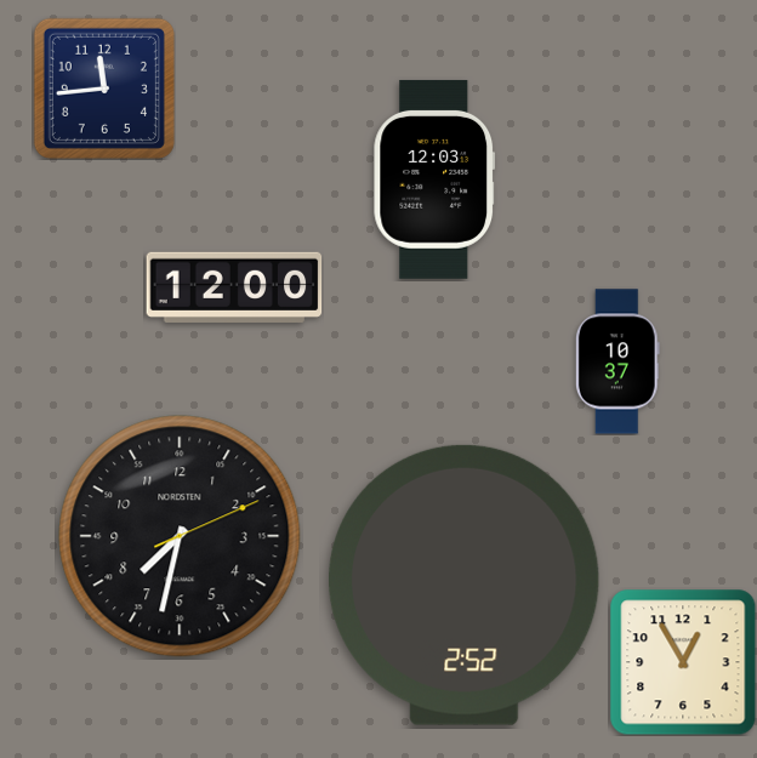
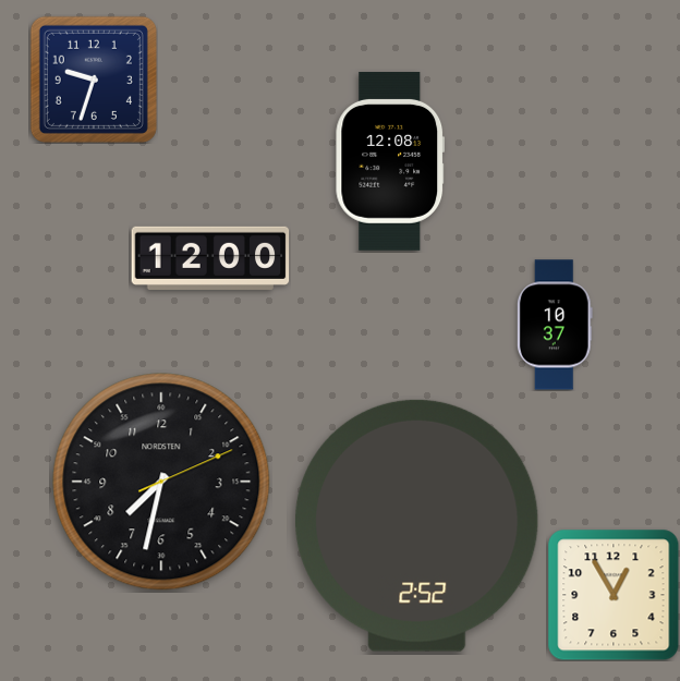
clock at (104, 89): 11:44 -> 9:33
clock at (434, 179): 12:03 -> 12:08
